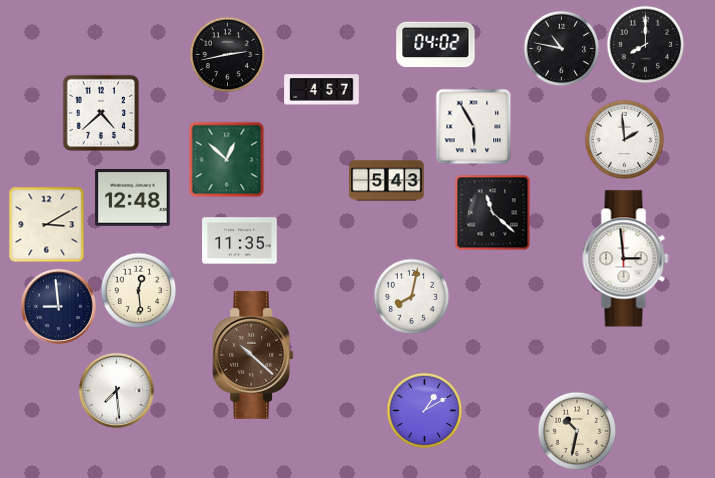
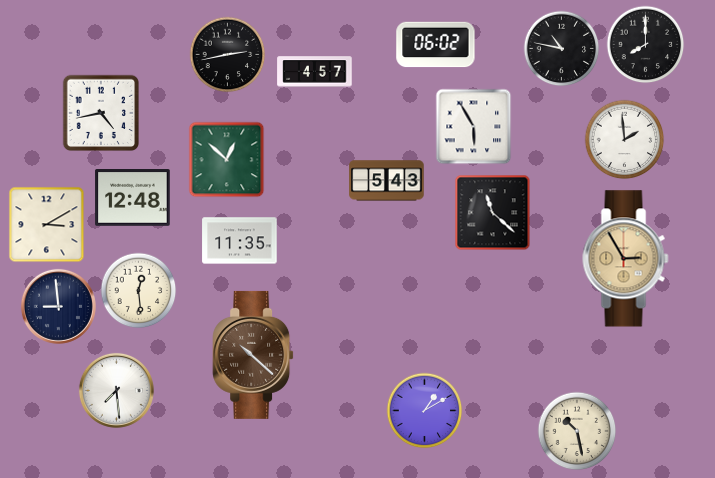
clock at (436, 45): 04:02 -> 06:02
clock at (322, 90) position: (322, 90) -> (315, 72)
clock at (100, 112): 4:38 -> 4:43
clock at (626, 259): 2:59 -> 2:55
clock at (626, 259) dial: white -> champagne
clock at (412, 297): 8:02 -> none
clock at (577, 431): 10:32 -> 10:28
